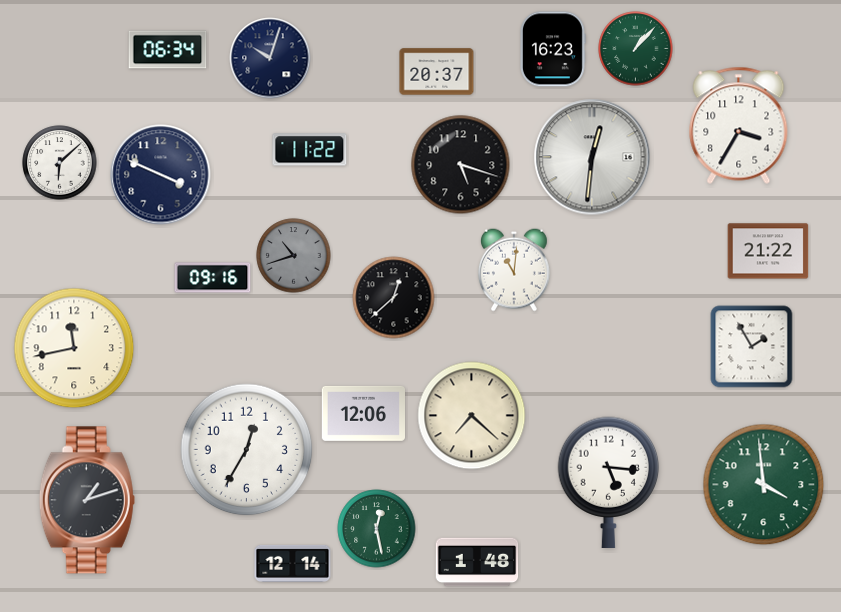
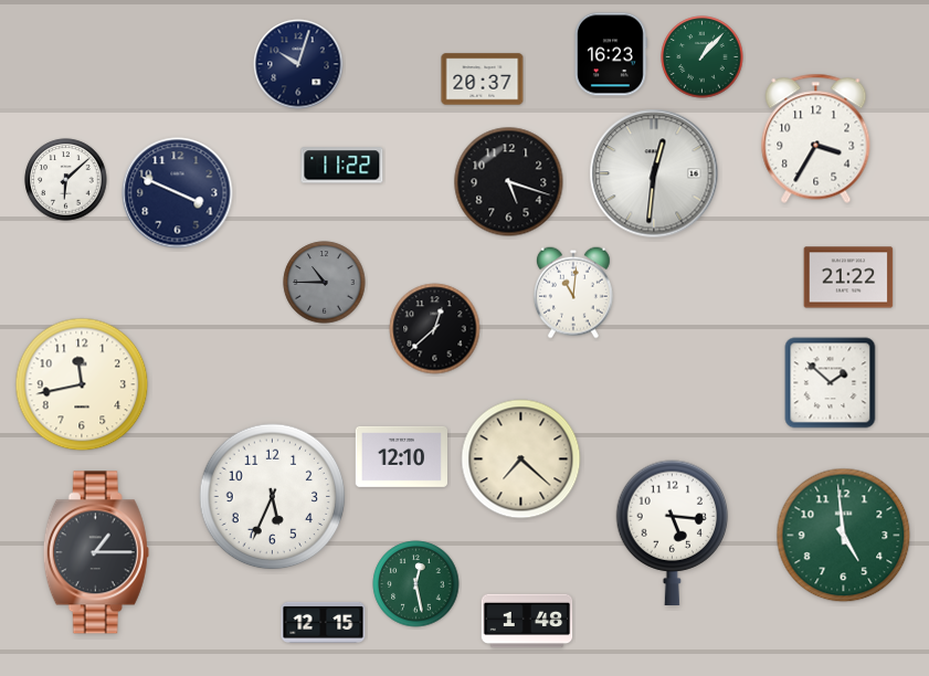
clock at (636, 49) position: (636, 49) -> (703, 57)
clock at (168, 50): 06:34 -> none
clock at (294, 256): 10:42 -> 10:45
clock at (514, 270) position: (514, 270) -> (573, 293)
clock at (213, 278): 09:16 -> none
clock at (752, 347): 1:55 -> 1:52
clock at (363, 413): 12:06 -> 12:10
clock at (247, 450): 12:35 -> 5:34
clock at (764, 485): 3:59 -> 4:59
clock at (87, 500): 1:12 -> 1:15
clock at (293, 563): 12:14 -> 12:15
